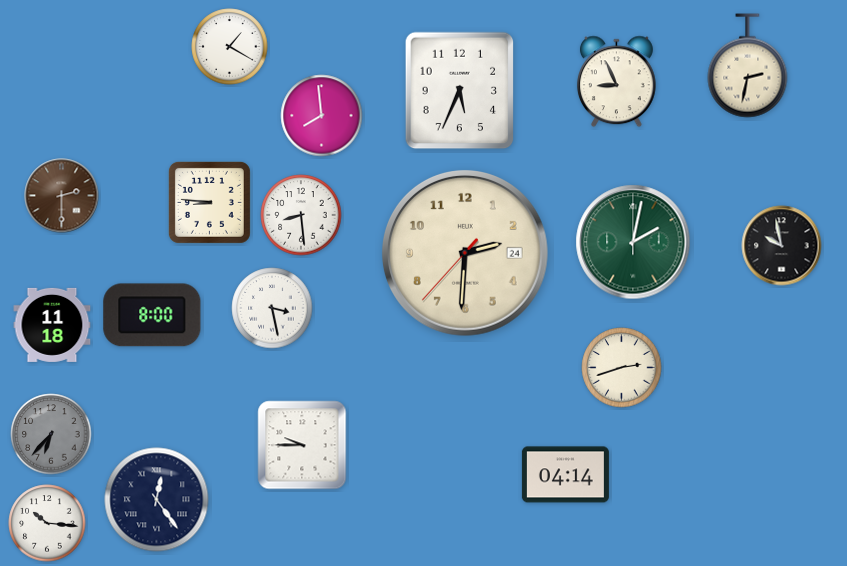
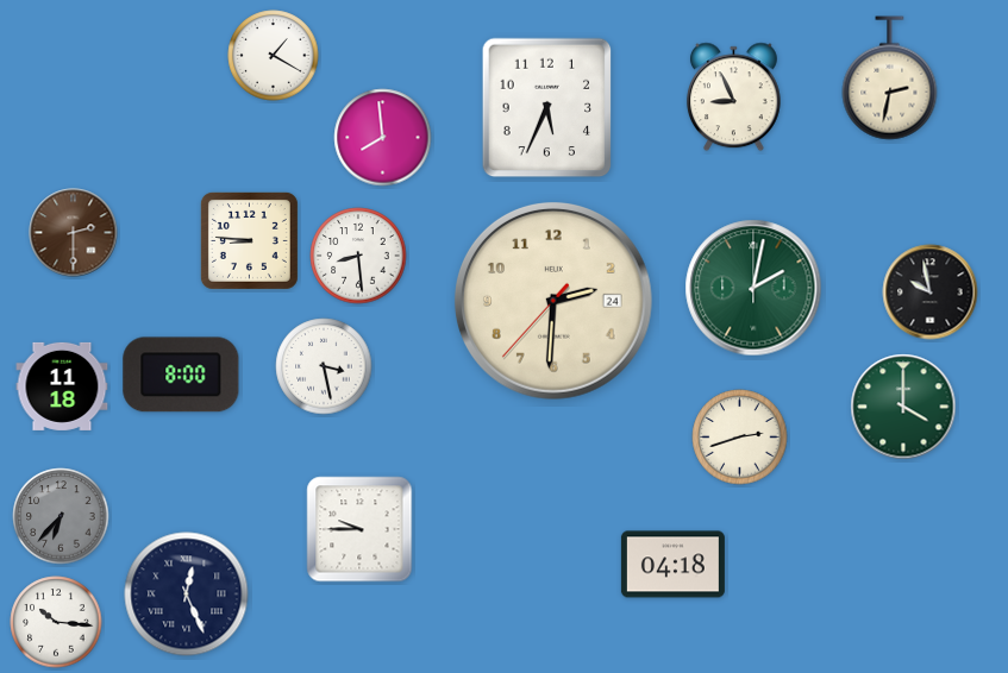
clock at (903, 407): none -> 4:00
clock at (565, 475): 04:14 -> 04:18
clock at (157, 500): 12:24 -> 12:26
